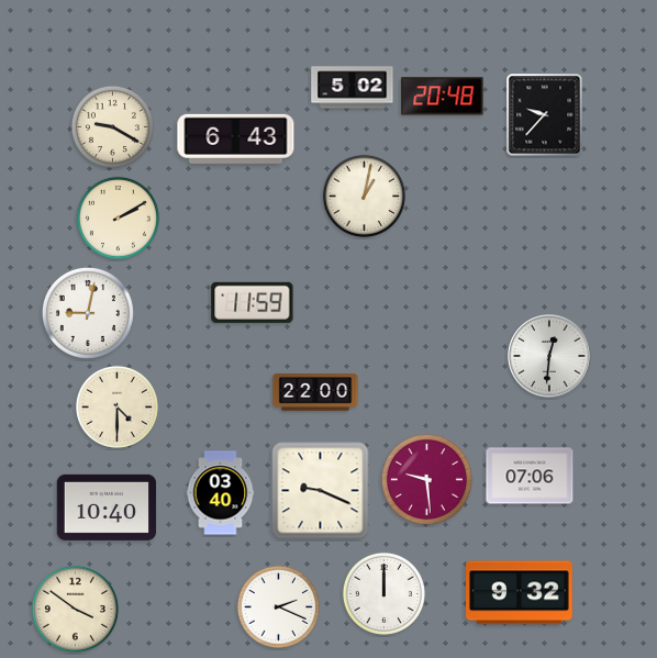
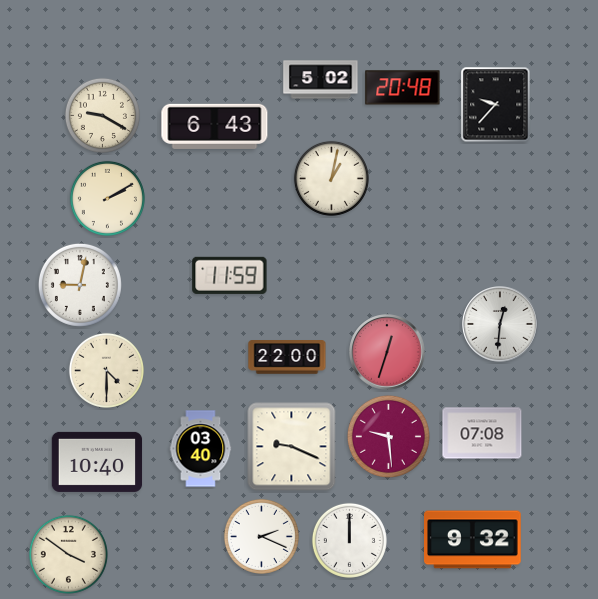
clock at (387, 352): none -> 12:33
clock at (530, 476): 07:06 -> 07:08
clock at (278, 606) position: (278, 606) -> (261, 536)
